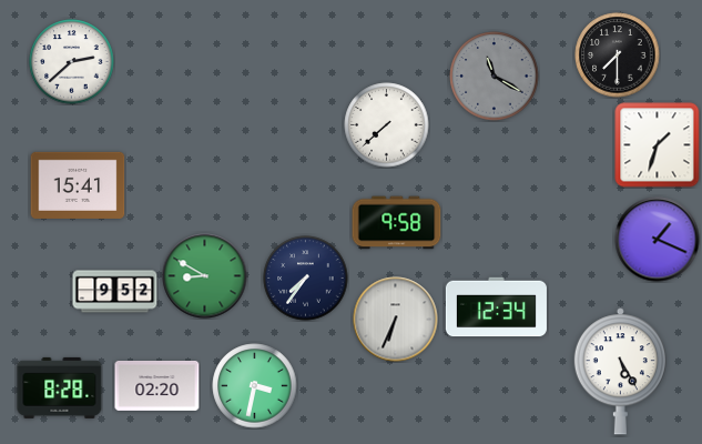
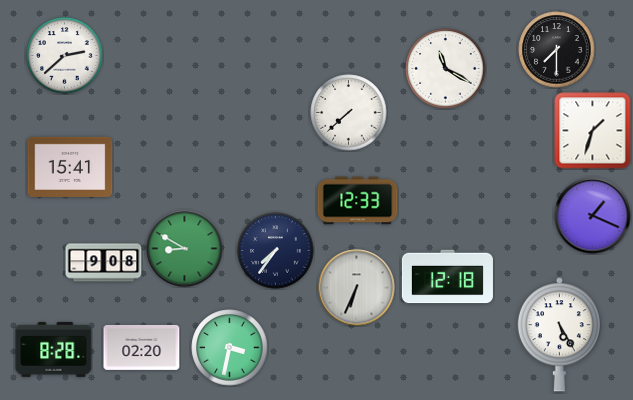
clock at (495, 77) dial: grey -> white
clock at (397, 223): 9:58 -> 12:33
clock at (115, 292): 9:52 -> 9:08
clock at (496, 307): 12:34 -> 12:18
